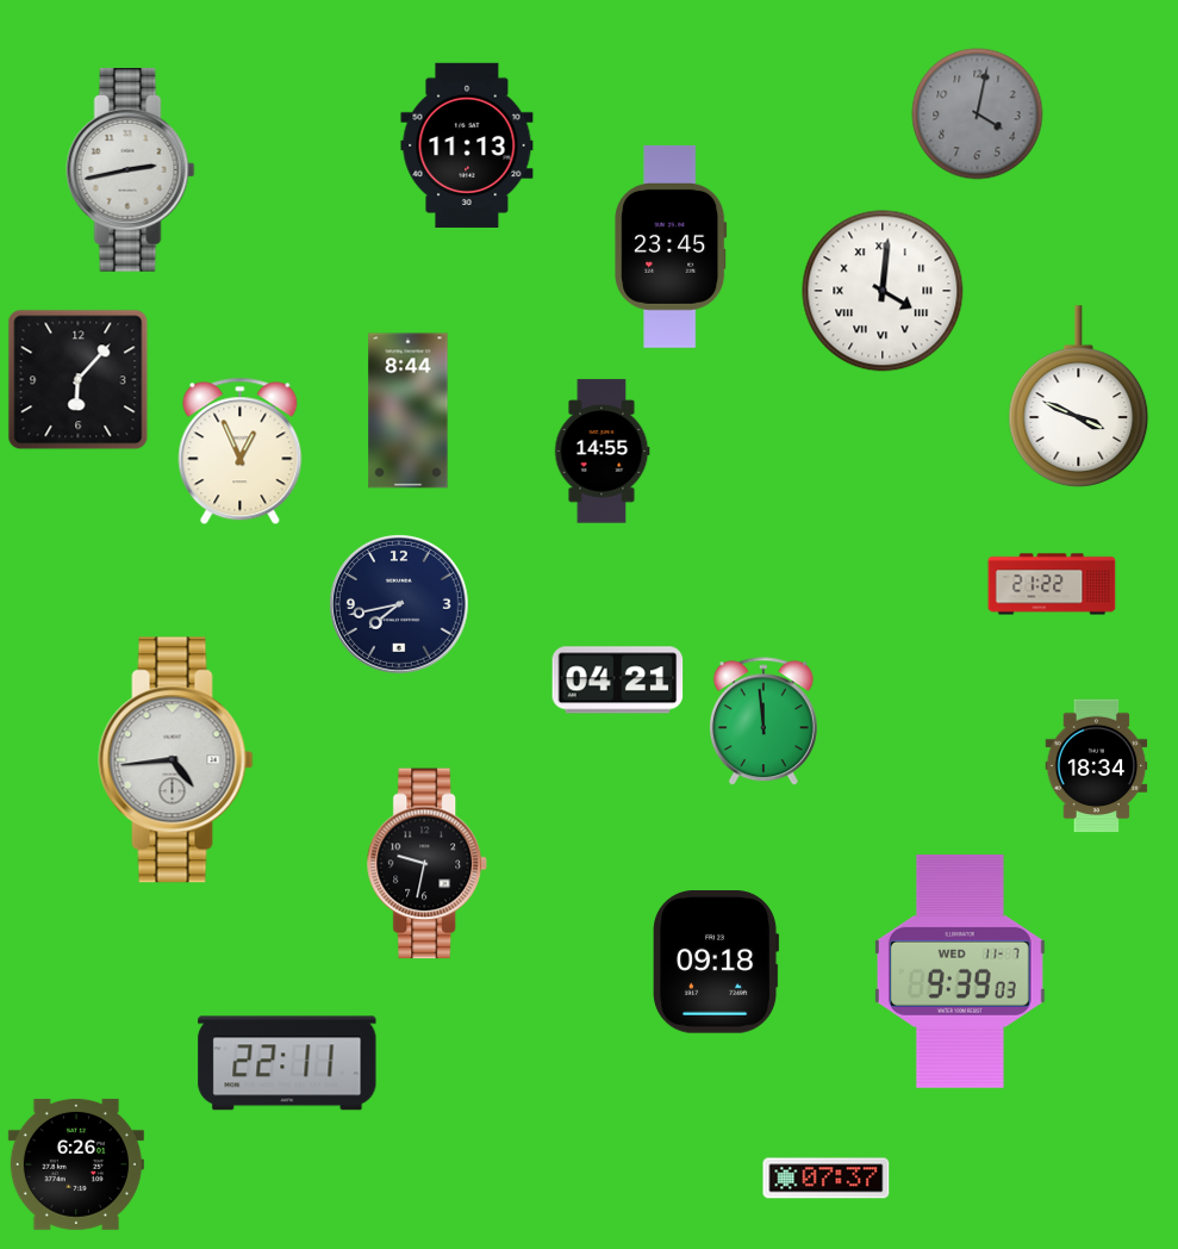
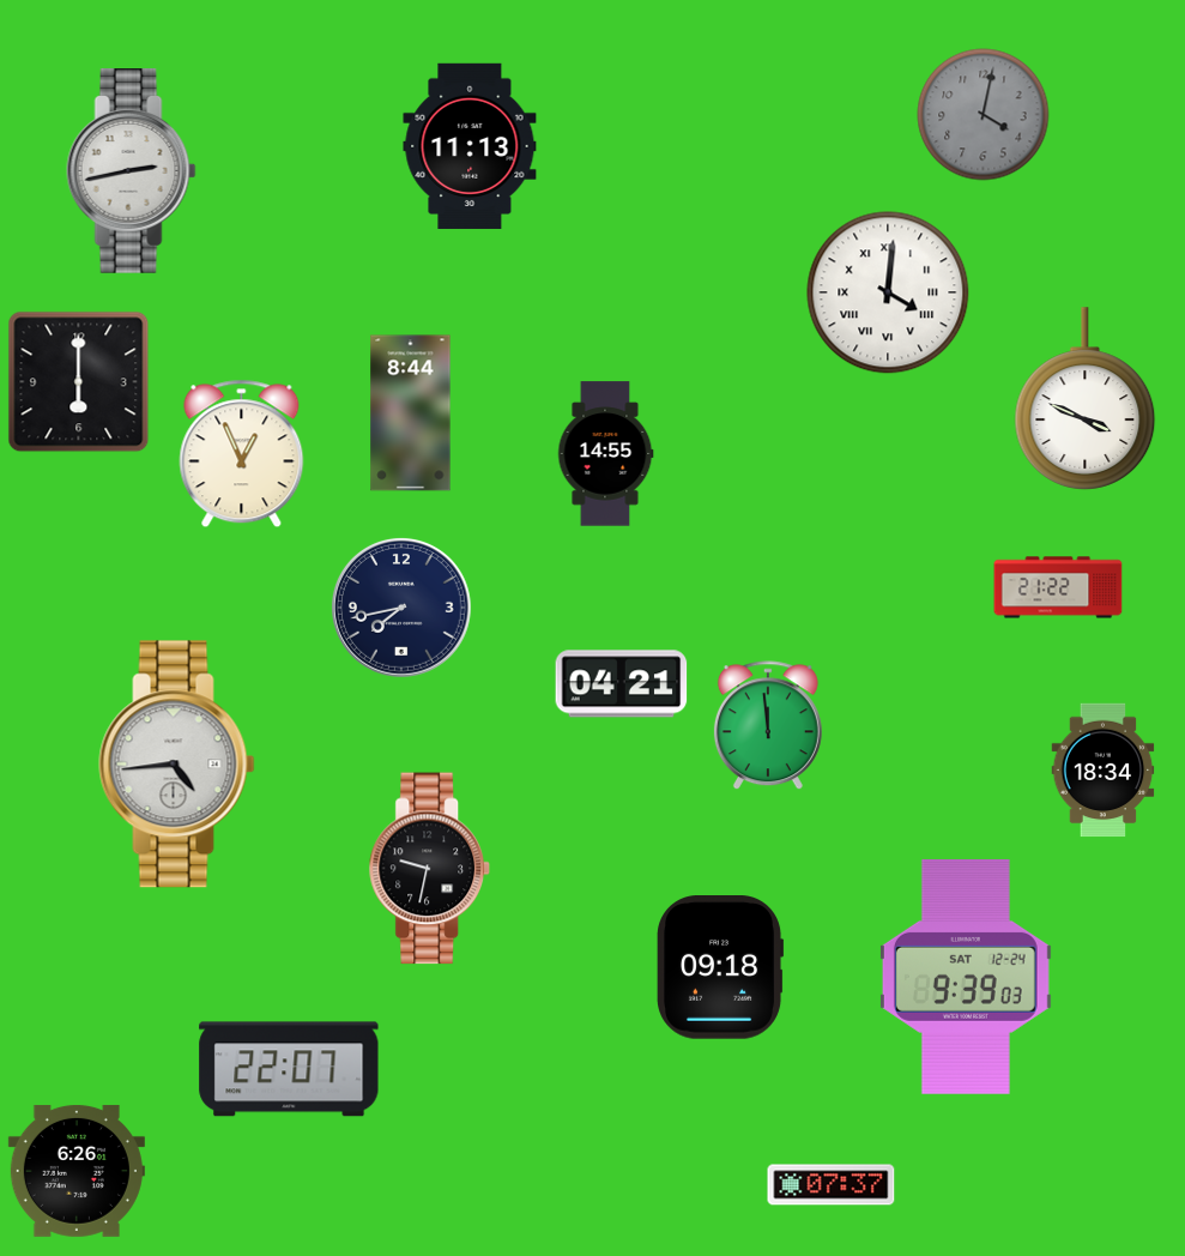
clock at (671, 247): 23:45 -> none
clock at (79, 380): 6:07 -> 6:00
clock at (960, 971) date: WED 11-7 -> SAT 12-24
clock at (287, 1063): 22:11 -> 22:07
